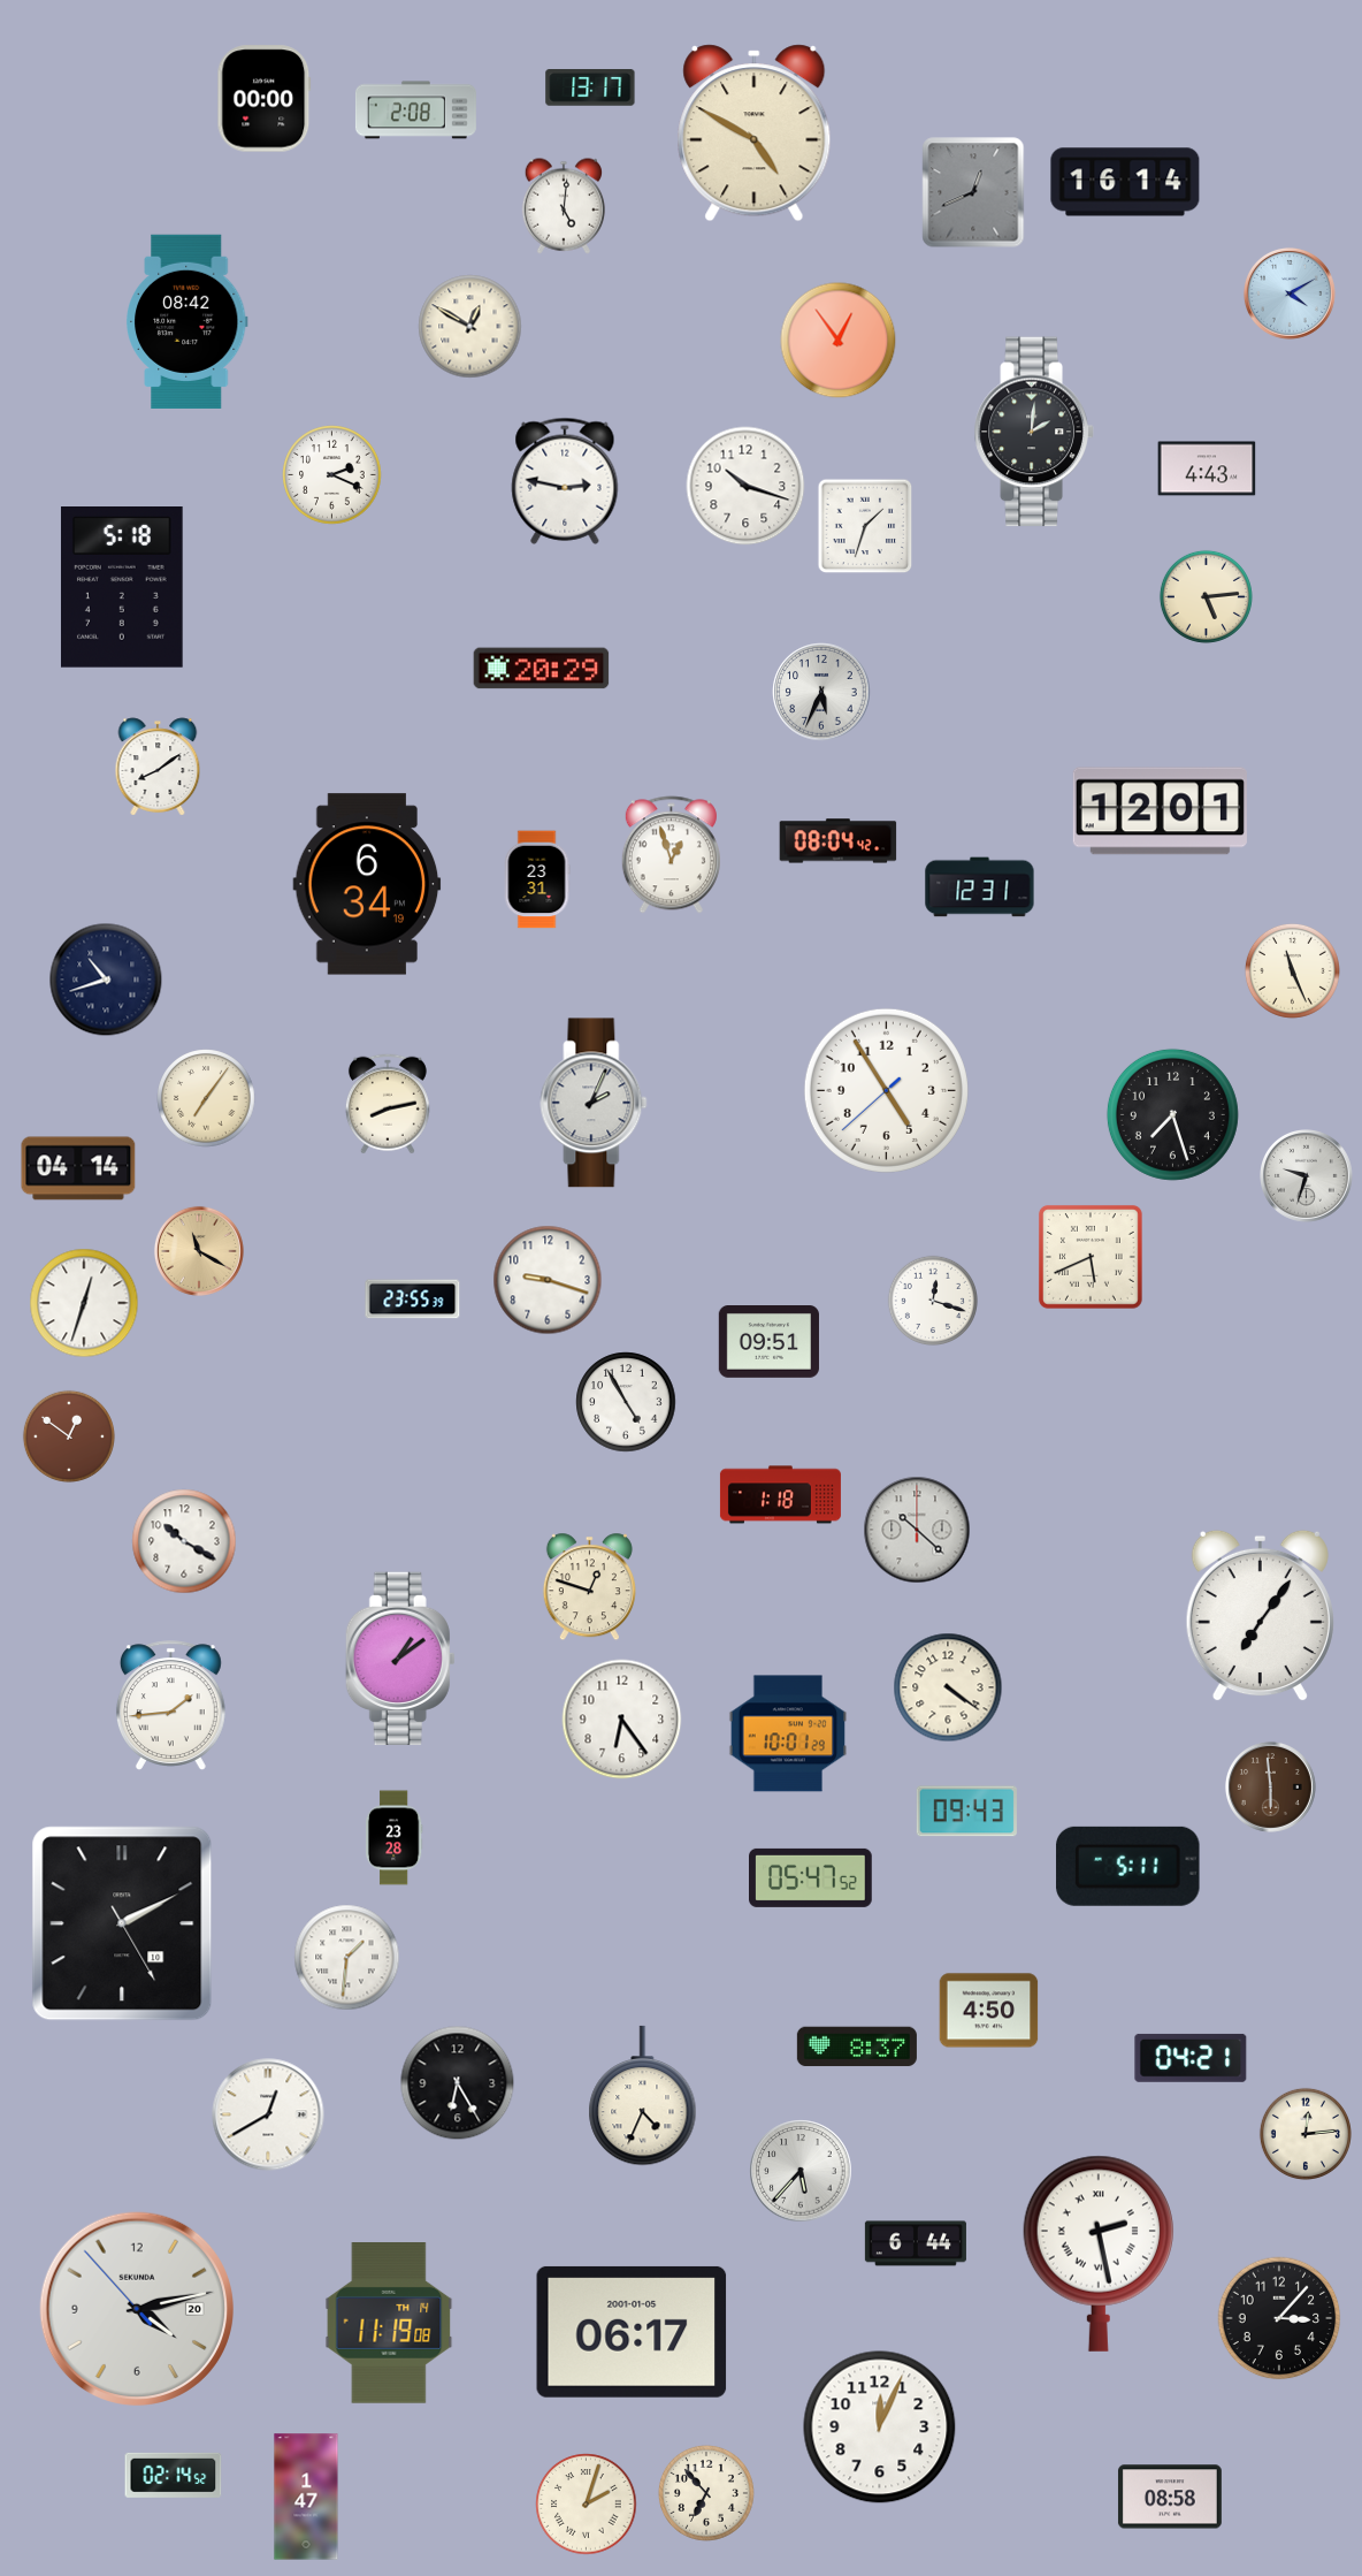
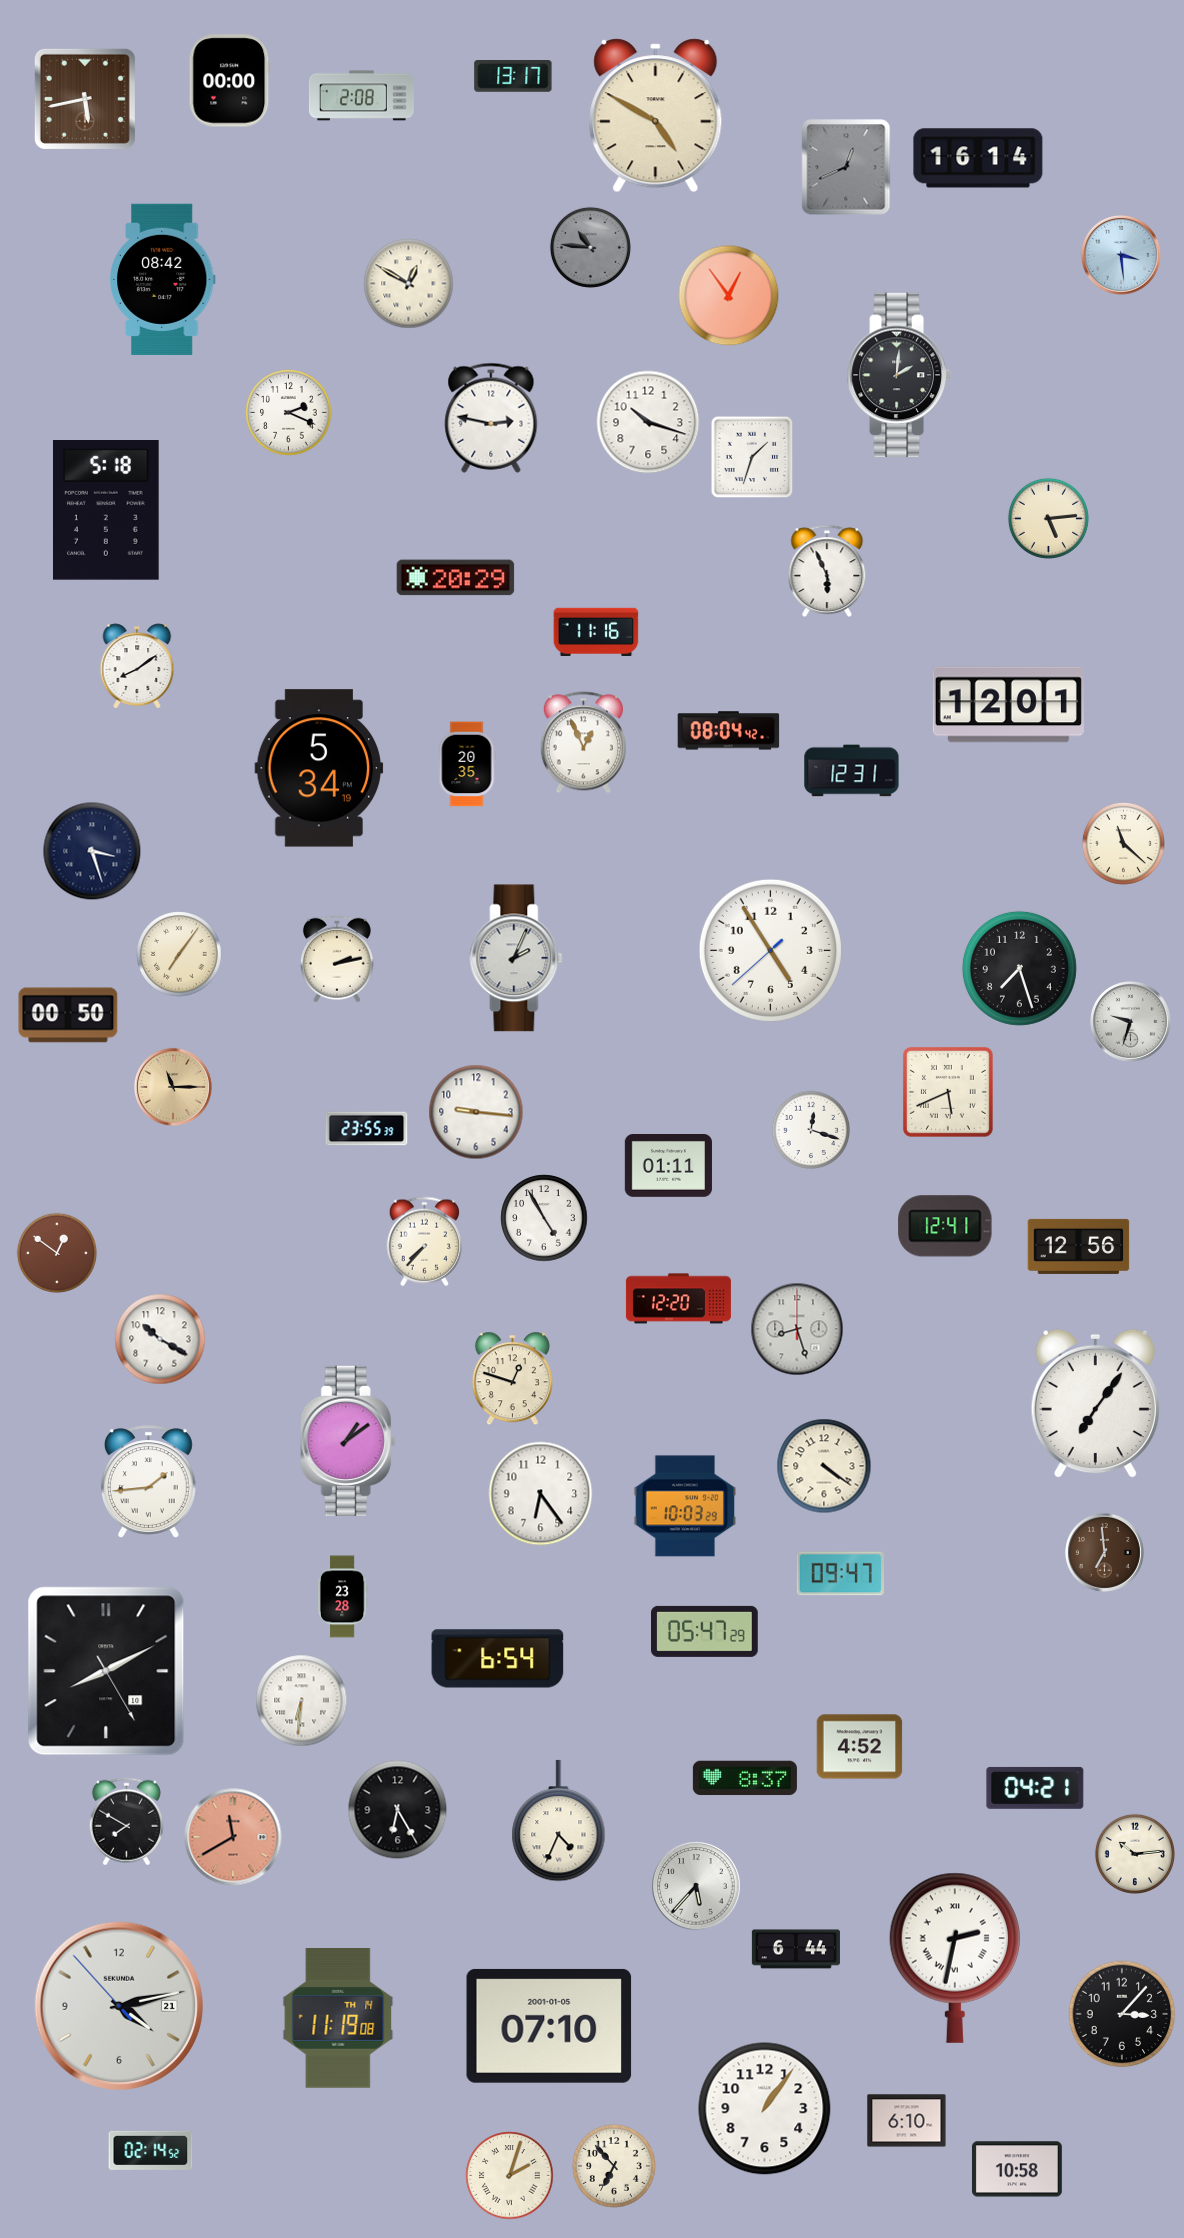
clock at (265, 99) position: (265, 99) -> (230, 81)
clock at (85, 99): none -> 5:43
clock at (563, 206): 5:01 -> none
clock at (590, 247): none -> 10:46
clock at (1290, 294): 4:10 -> 3:29
clock at (1207, 468): 4:43 -> none
clock at (827, 571): none -> 5:56
clock at (542, 669) position: (542, 669) -> (456, 578)
clock at (821, 692): 5:34 -> none
clock at (596, 631): none -> 11:16
clock at (671, 855): 12:57 -> 12:56
clock at (537, 879): 23:31 -> 20:35
clock at (367, 884): 6:34 -> 5:34
clock at (1292, 970): 11:26 -> 11:22
clock at (106, 980): 10:42 -> 3:27
clock at (886, 1090) position: (886, 1090) -> (770, 950)
clock at (388, 1104): 8:13 -> 2:13
clock at (78, 1168): 04:14 -> 00:50
clock at (1307, 1176) position: (1307, 1176) -> (1131, 1022)
clock at (199, 1251): 11:20 -> 11:15
clock at (548, 1280): 9:18 -> 9:16
clock at (413, 1300) position: (413, 1300) -> (367, 1129)
clock at (84, 1303): 12:33 -> none
clock at (768, 1342): 09:51 -> 01:11
clock at (945, 1226): none -> 12:41
clock at (424, 1242): none -> 7:37
clock at (1079, 1246): none -> 12:56
clock at (69, 1436) position: (69, 1436) -> (57, 1253)
clock at (780, 1495): 1:18 -> 12:20
clock at (917, 1530): 10:22 -> 8:27
clock at (788, 1733): 10:01 -> 10:03
clock at (1270, 1786): 5:59 -> 6:59
clock at (966, 1812): 09:43 -> 09:47
clock at (1128, 1866): 5:11 -> none
clock at (811, 1877): 05:47:52 -> 05:47:29
clock at (498, 1659): none -> 6:54
clock at (122, 1923): 2:10 -> 8:10
clock at (347, 1958): 1:31 -> 6:31
clock at (989, 2011): 4:50 -> 4:52
clock at (126, 1822): none -> 7:50
clock at (268, 2114): 12:40 -> 11:40
clock at (268, 2114) dial: white -> salmon
clock at (1306, 2134): 12:14 -> 10:14
clock at (1097, 2254): 2:28 -> 2:32
clock at (137, 2309) date: 20 -> 21
clock at (1279, 2318) position: (1279, 2318) -> (1122, 2014)
clock at (632, 2332): 06:17 -> 07:10
clock at (880, 2428): 12:04 -> 1:06
clock at (907, 2121): none -> 6:10
clock at (306, 2497): 1:47 -> none
clock at (1170, 2497): 08:58 -> 10:58
